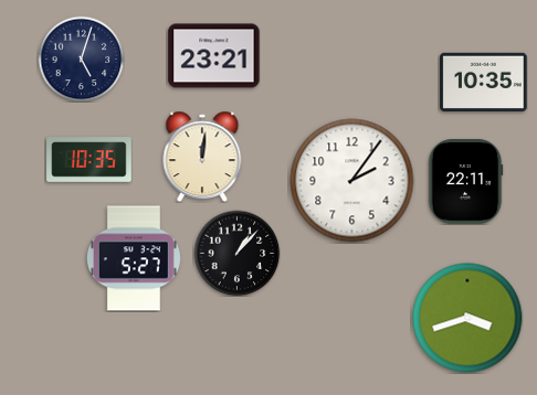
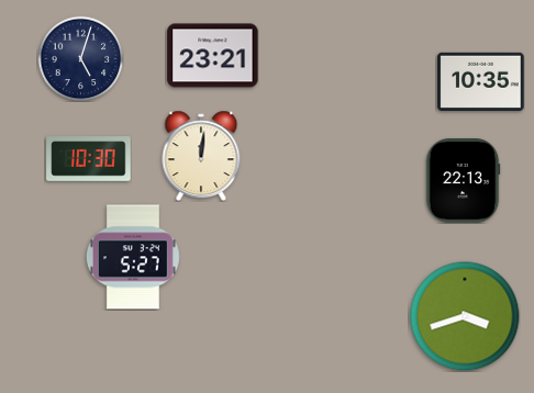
clock at (89, 160): 10:35 -> 10:30
clock at (352, 181): 2:06 -> none
clock at (465, 182): 22:11 -> 22:13
clock at (236, 253): 1:07 -> none
